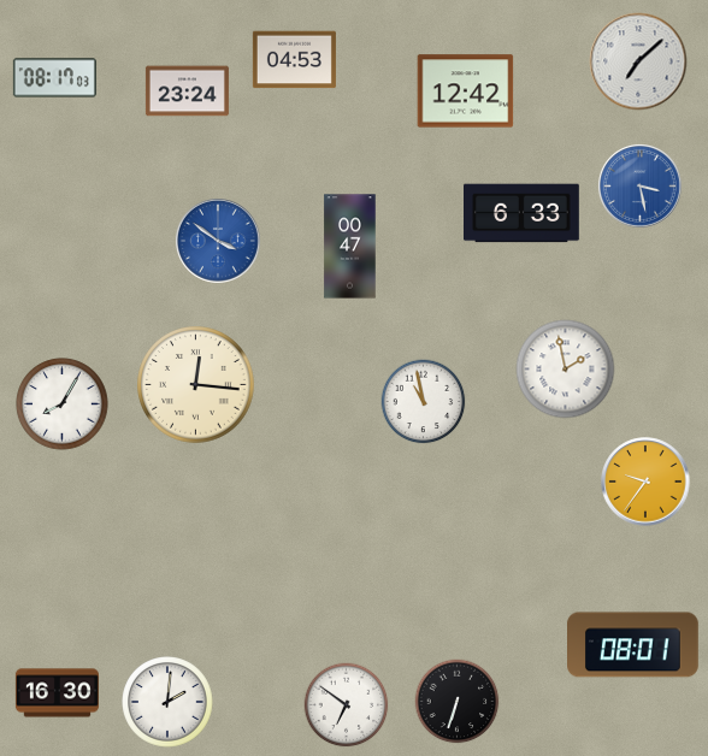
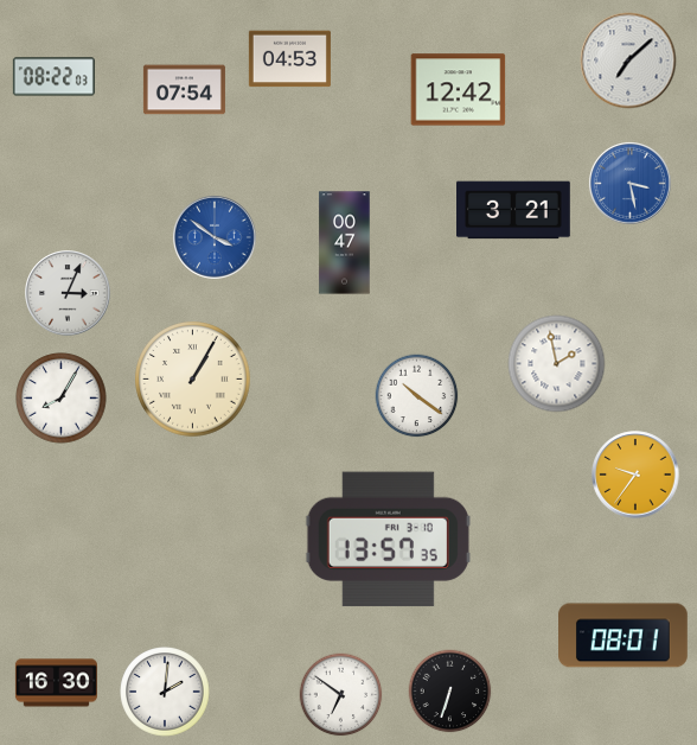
clock at (54, 78): 08:17 -> 08:22
clock at (187, 91): 23:24 -> 07:54
clock at (523, 213): 6:33 -> 3:21
clock at (68, 293): none -> 3:04
clock at (196, 385): 12:16 -> 1:05
clock at (424, 402): 10:58 -> 10:21
clock at (388, 540): none -> 13:57
